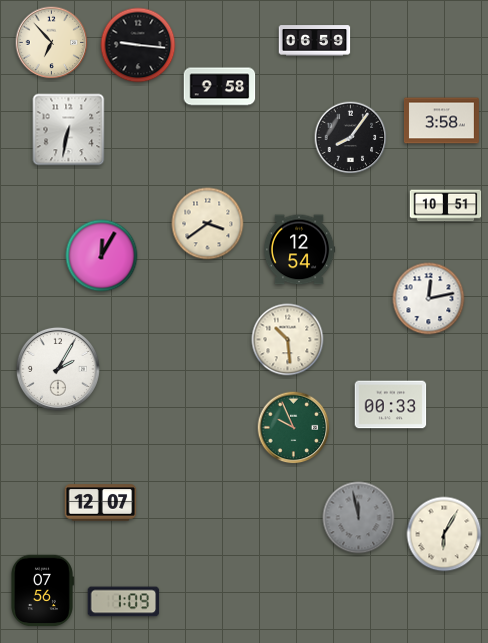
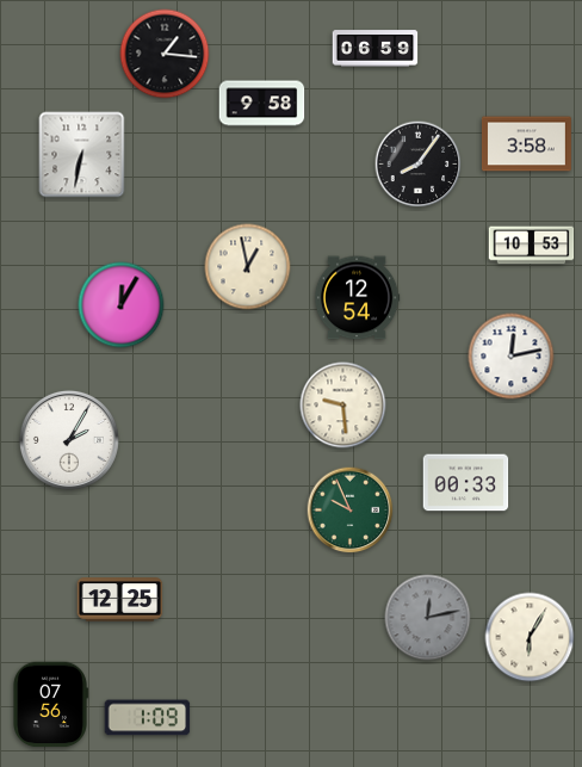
clock at (52, 43): 6:53 -> none
clock at (138, 45): 9:16 -> 1:16
clock at (446, 206): 10:51 -> 10:53
clock at (208, 224): 3:39 -> 12:58
clock at (288, 340): 10:29 -> 9:29
clock at (101, 503): 12:07 -> 12:25
clock at (359, 518): 11:58 -> 12:13
